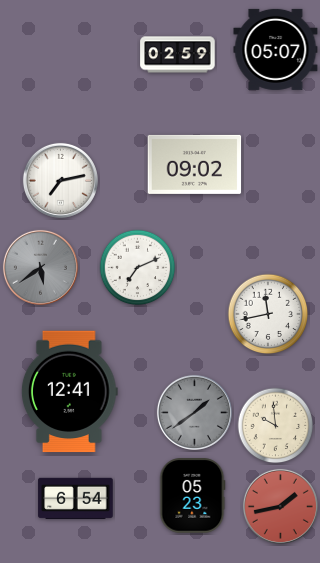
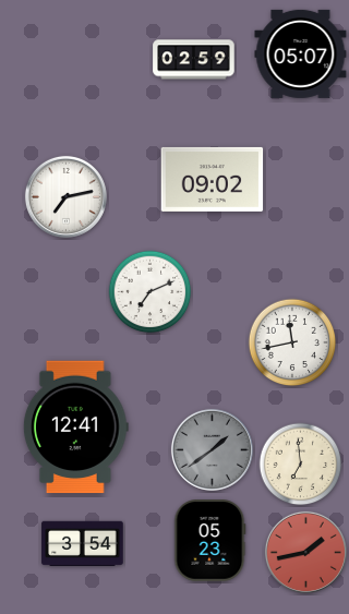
clock at (40, 267): 5:39 -> none
clock at (276, 426): 9:59 -> 6:59
clock at (76, 498): 6:54 -> 3:54
